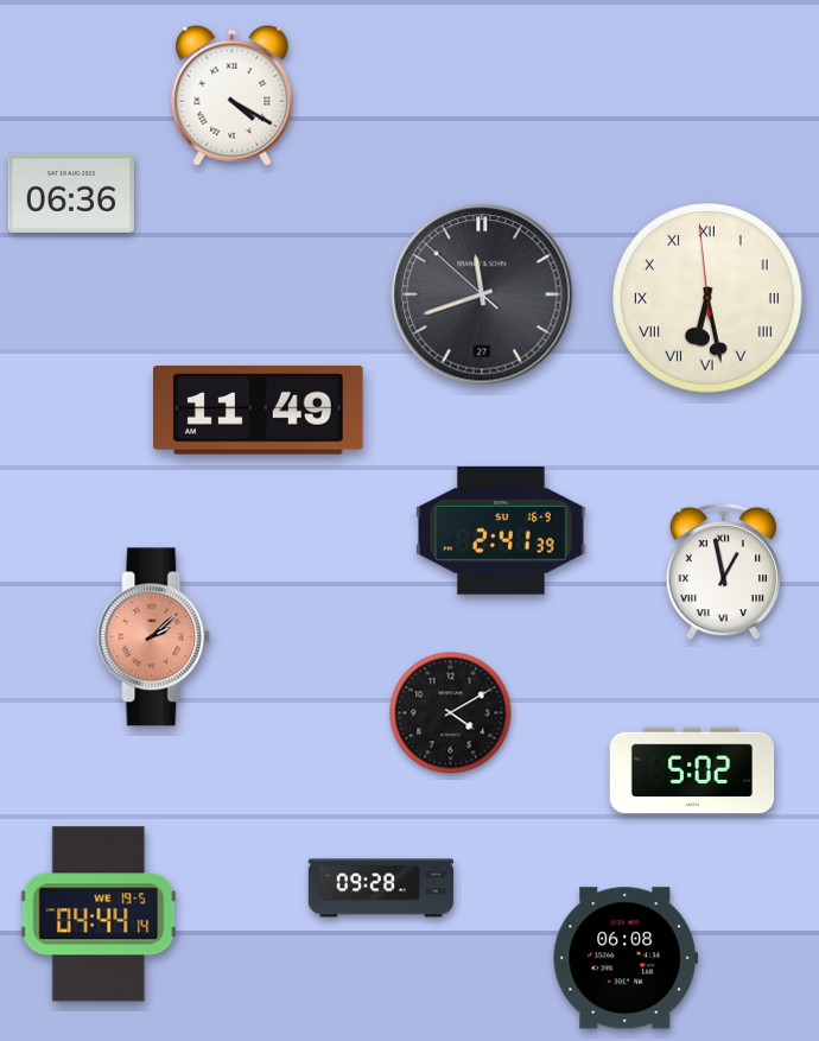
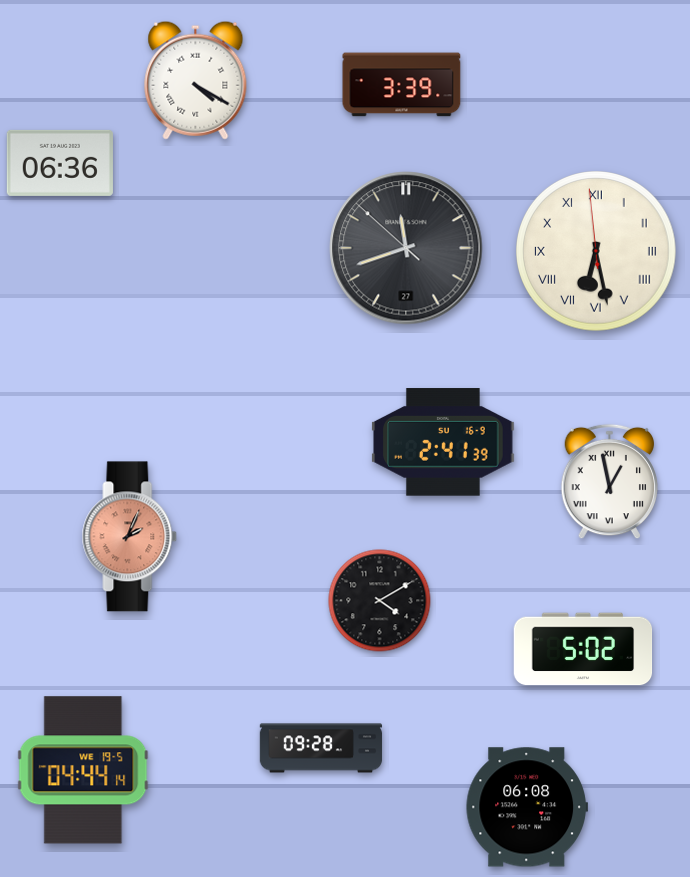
clock at (402, 85): none -> 3:39
clock at (259, 410): 11:49 -> none
clock at (501, 531) position: (501, 531) -> (443, 442)
clock at (154, 637): 2:08 -> 2:04
